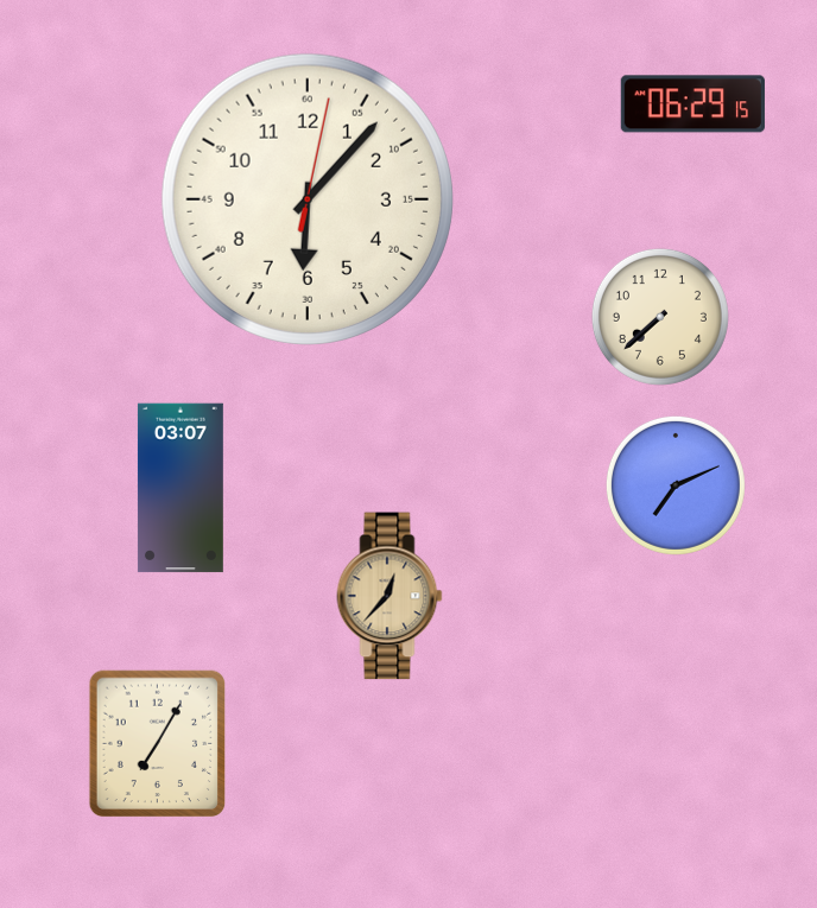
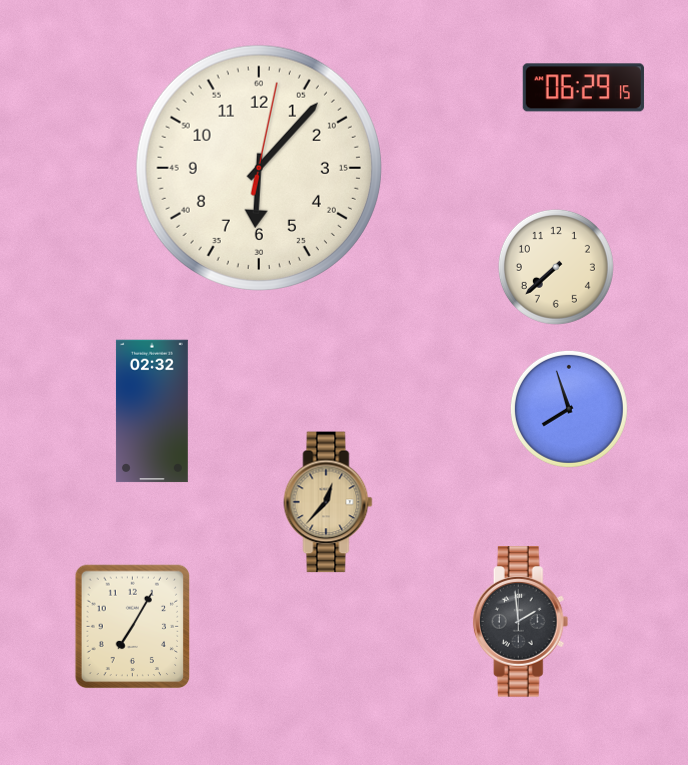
clock at (676, 485): 7:11 -> 7:57
clock at (180, 488): 03:07 -> 02:32
clock at (521, 622): none -> 1:59
